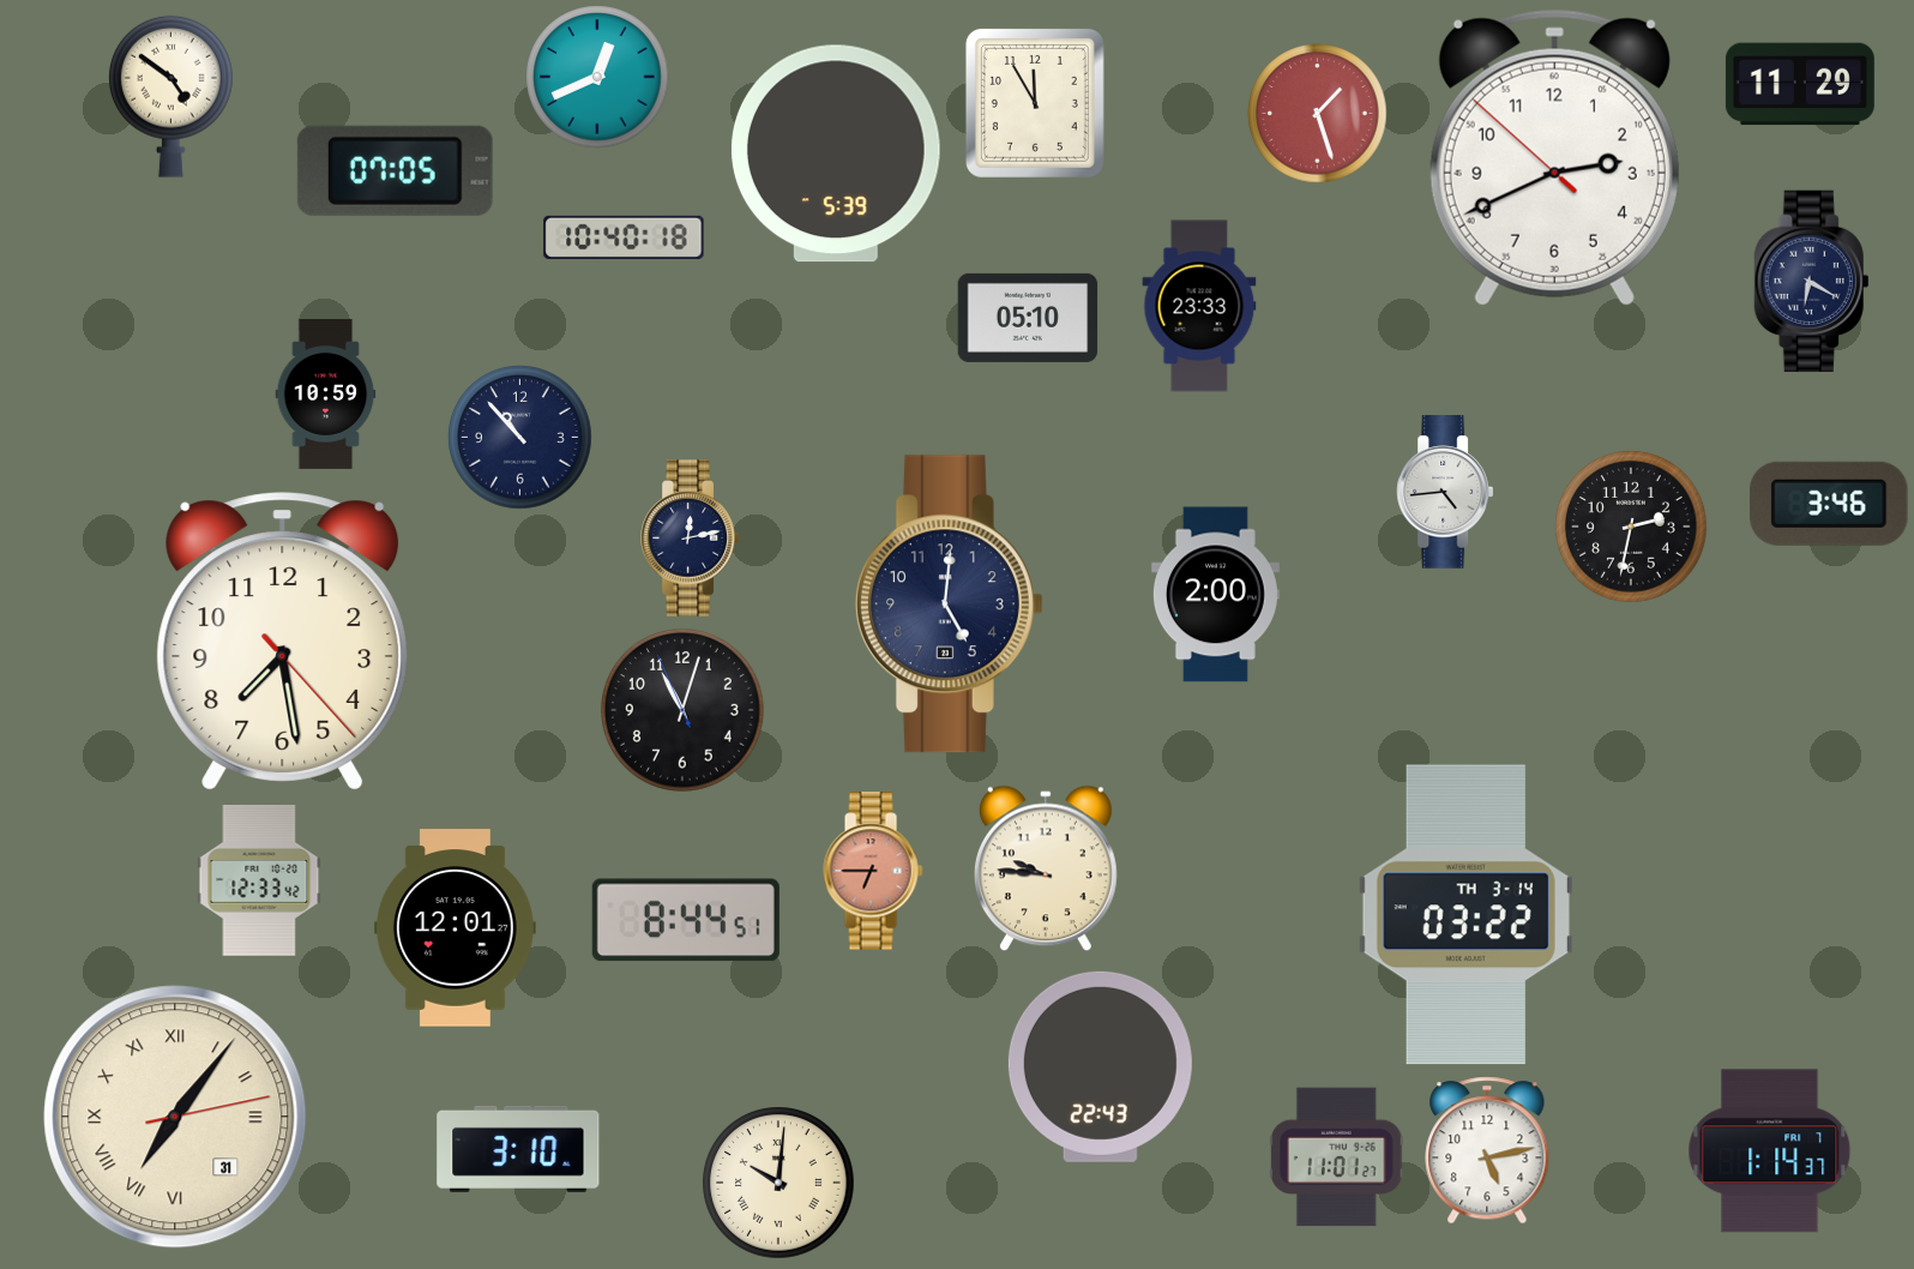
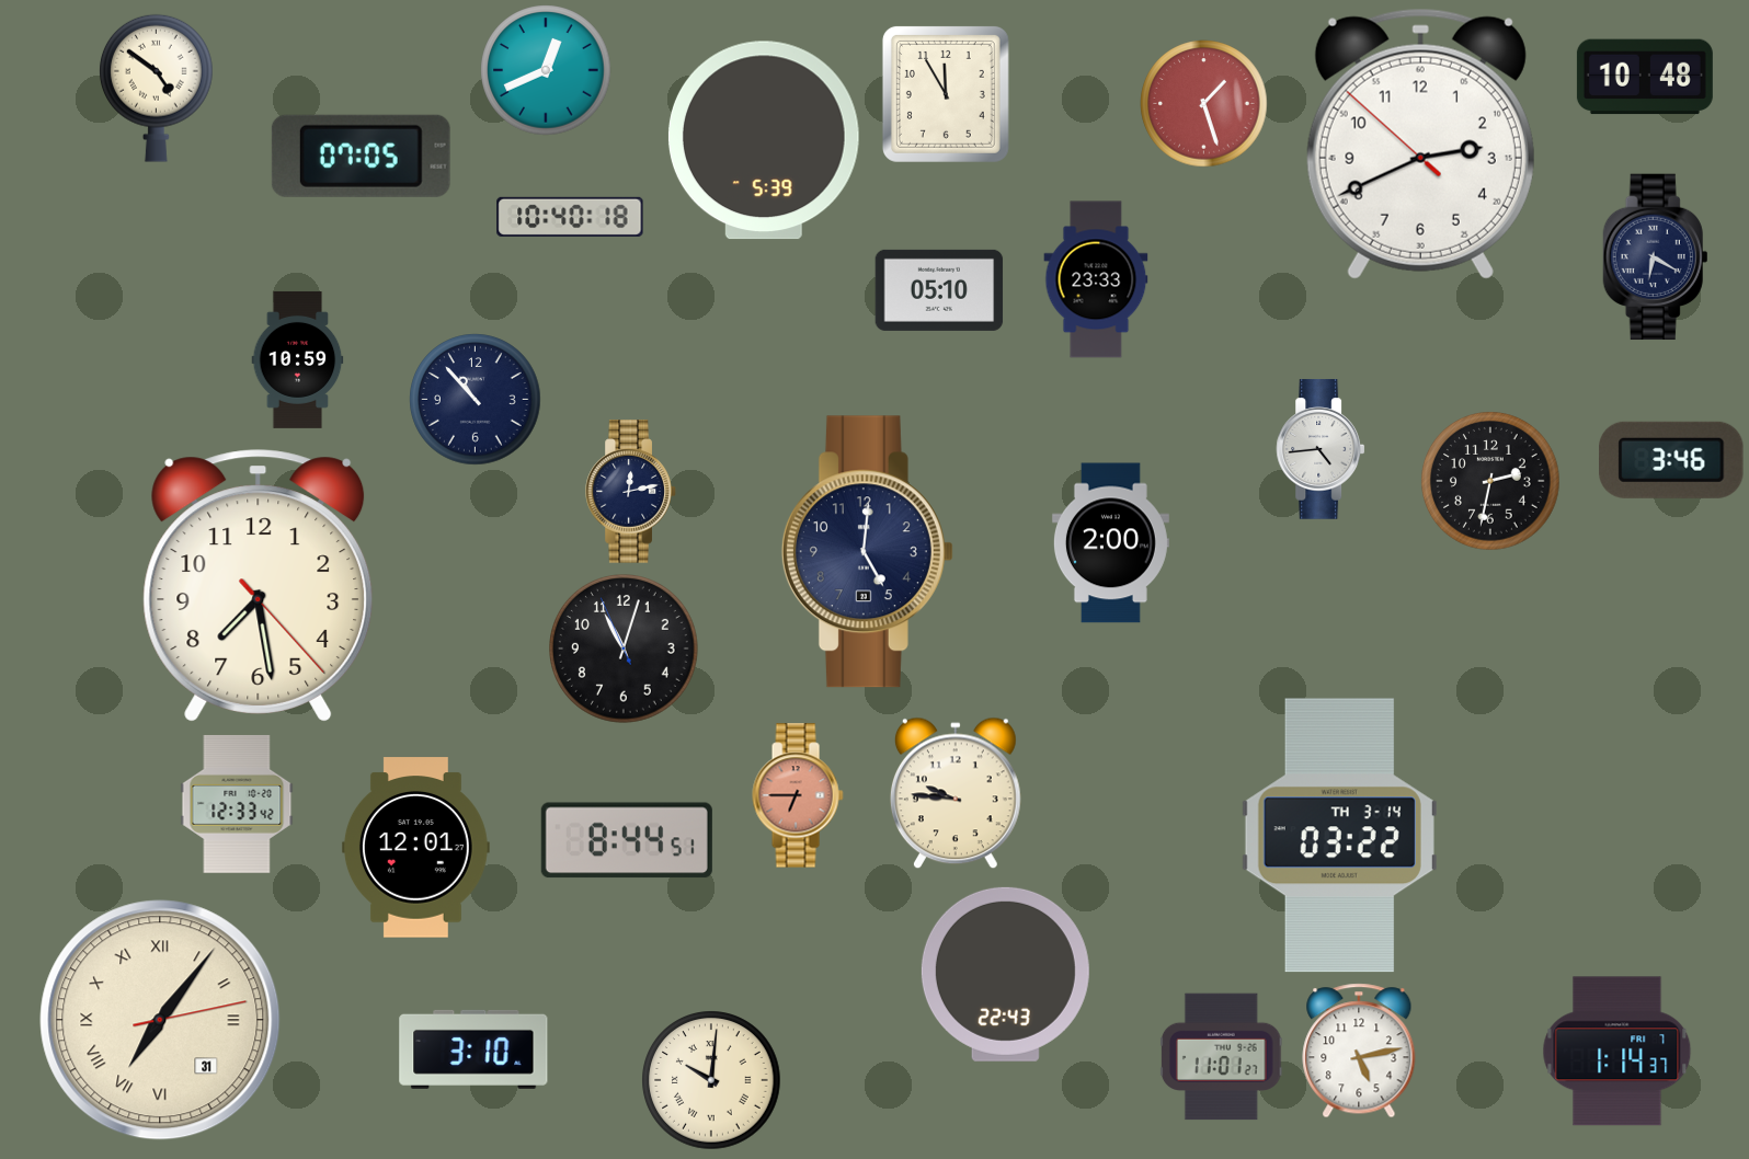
clock at (1800, 84): 11:29 -> 10:48
